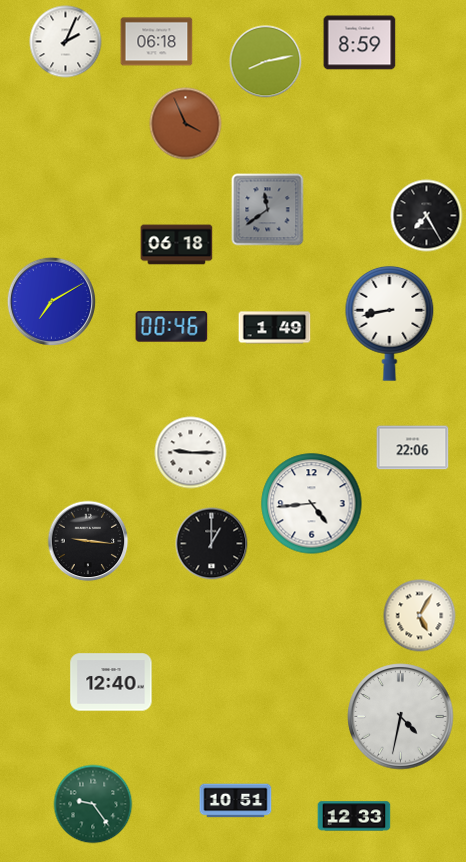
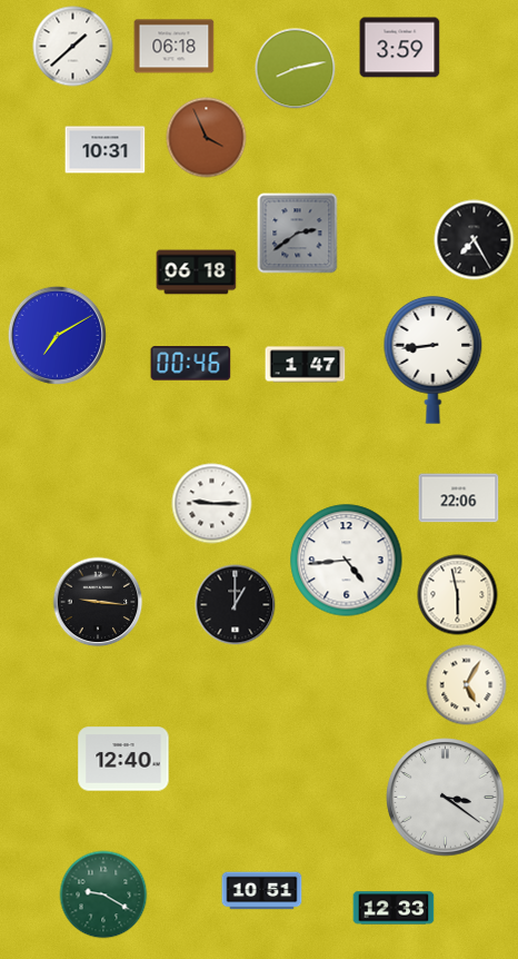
clock at (66, 42): 2:04 -> 1:38
clock at (360, 43): 8:59 -> 3:59
clock at (106, 150): none -> 10:31
clock at (268, 210): 11:39 -> 2:39
clock at (390, 323): 8:43 -> 8:44
clock at (275, 328): 1:49 -> 1:47
clock at (458, 595): none -> 5:58
clock at (401, 717): 4:32 -> 3:21
clock at (93, 804): 9:24 -> 9:20
